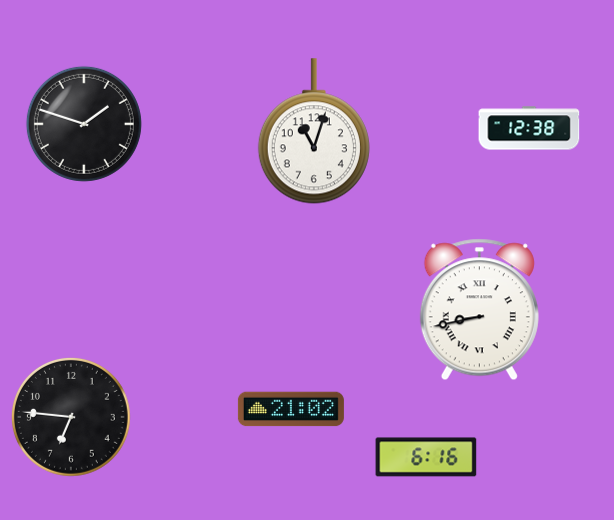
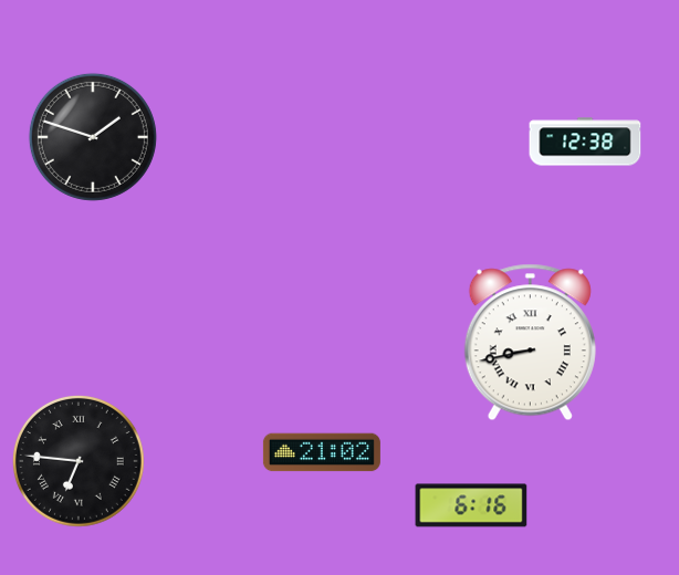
clock at (314, 131): 11:03 -> none
clock at (71, 417) numerals: Arabic -> Roman
